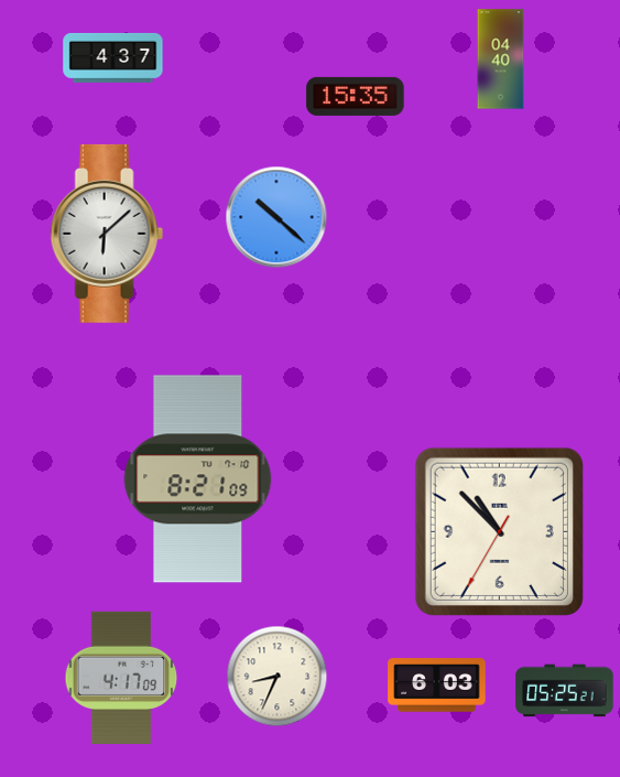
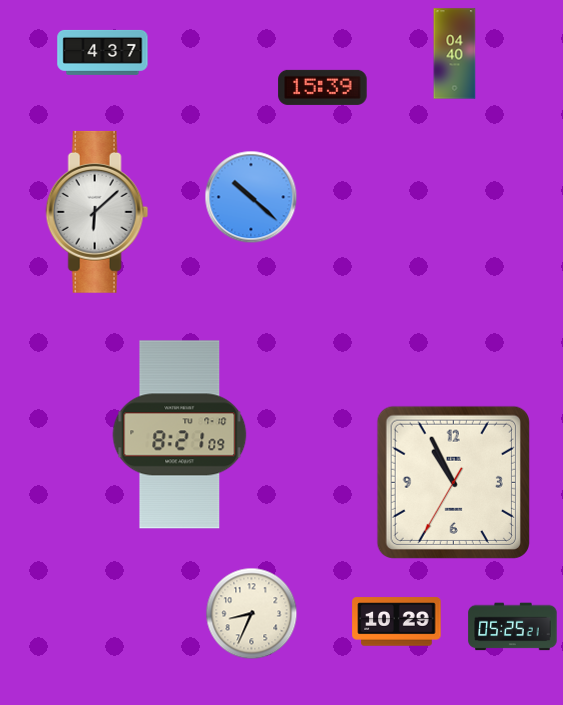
clock at (356, 96): 15:35 -> 15:39
clock at (499, 531): 10:52 -> 10:55
clock at (121, 677): 4:17 -> none
clock at (437, 686): 6:03 -> 10:29
